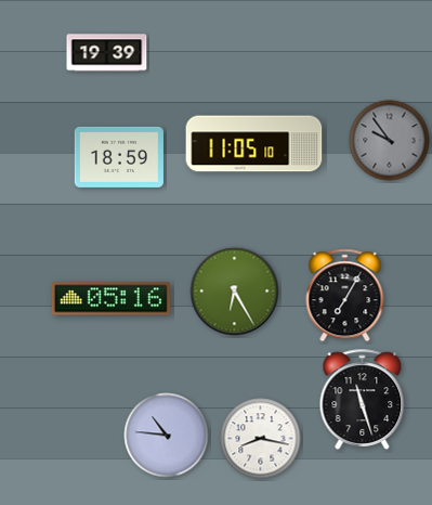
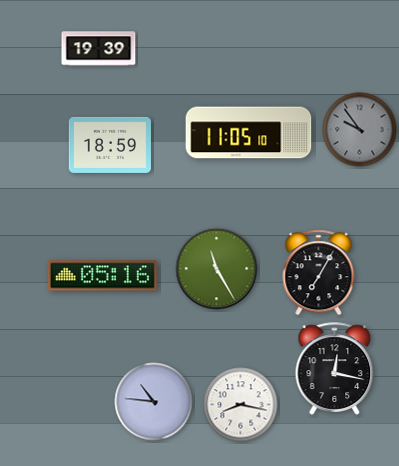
clock at (254, 144) position: (254, 144) -> (249, 133)
clock at (235, 292): 6:25 -> 11:25
clock at (363, 399): 11:27 -> 12:17
